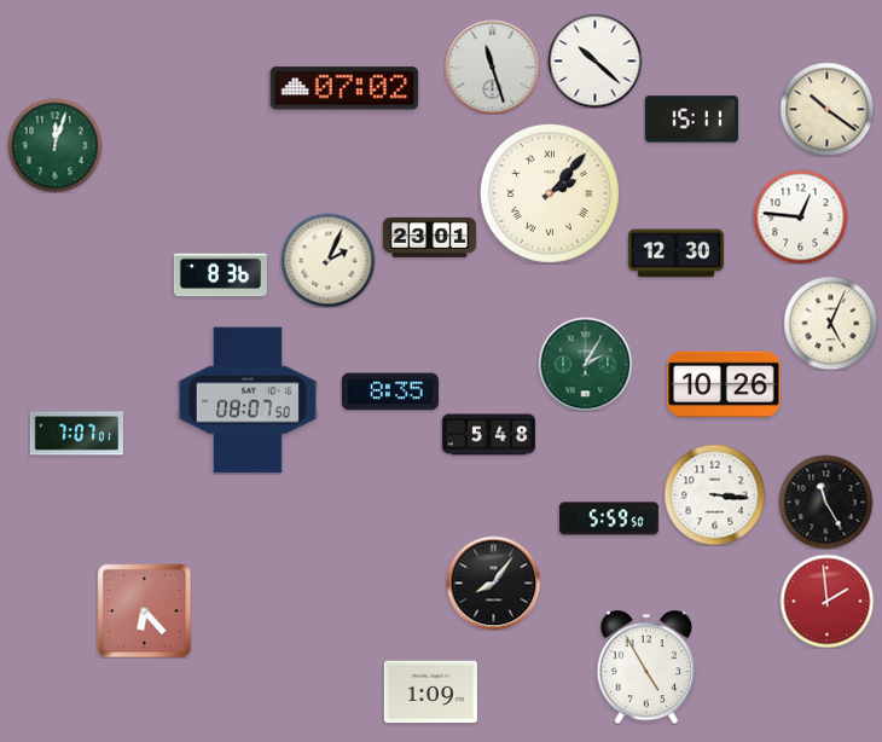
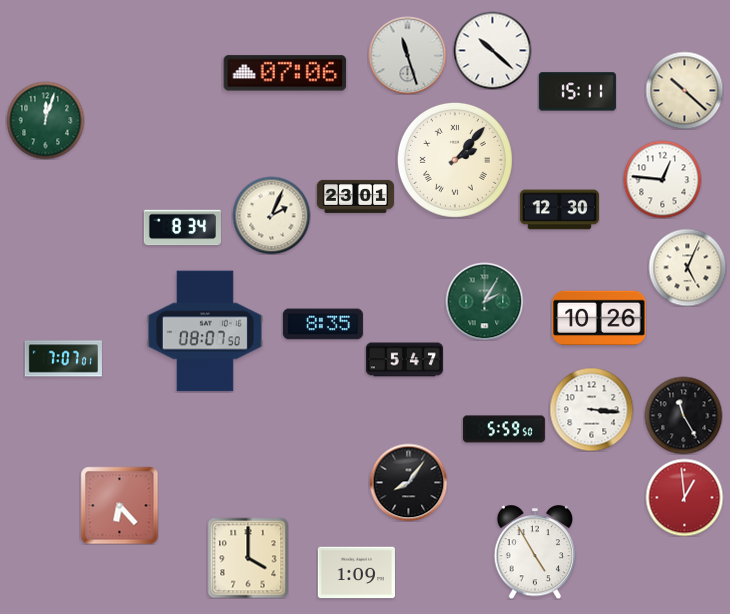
clock at (344, 88): 07:02 -> 07:06
clock at (826, 109): 10:21 -> 10:22
clock at (691, 120) position: (691, 120) -> (577, 92)
clock at (220, 276): 8:36 -> 8:34
clock at (488, 435): 5:48 -> 5:47
clock at (826, 601): 1:59 -> 12:59
clock at (248, 558): none -> 4:00
